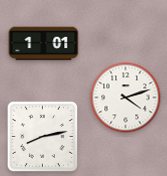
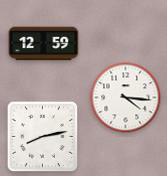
clock at (44, 44): 1:01 -> 12:59
clock at (126, 98): 4:12 -> 4:16
